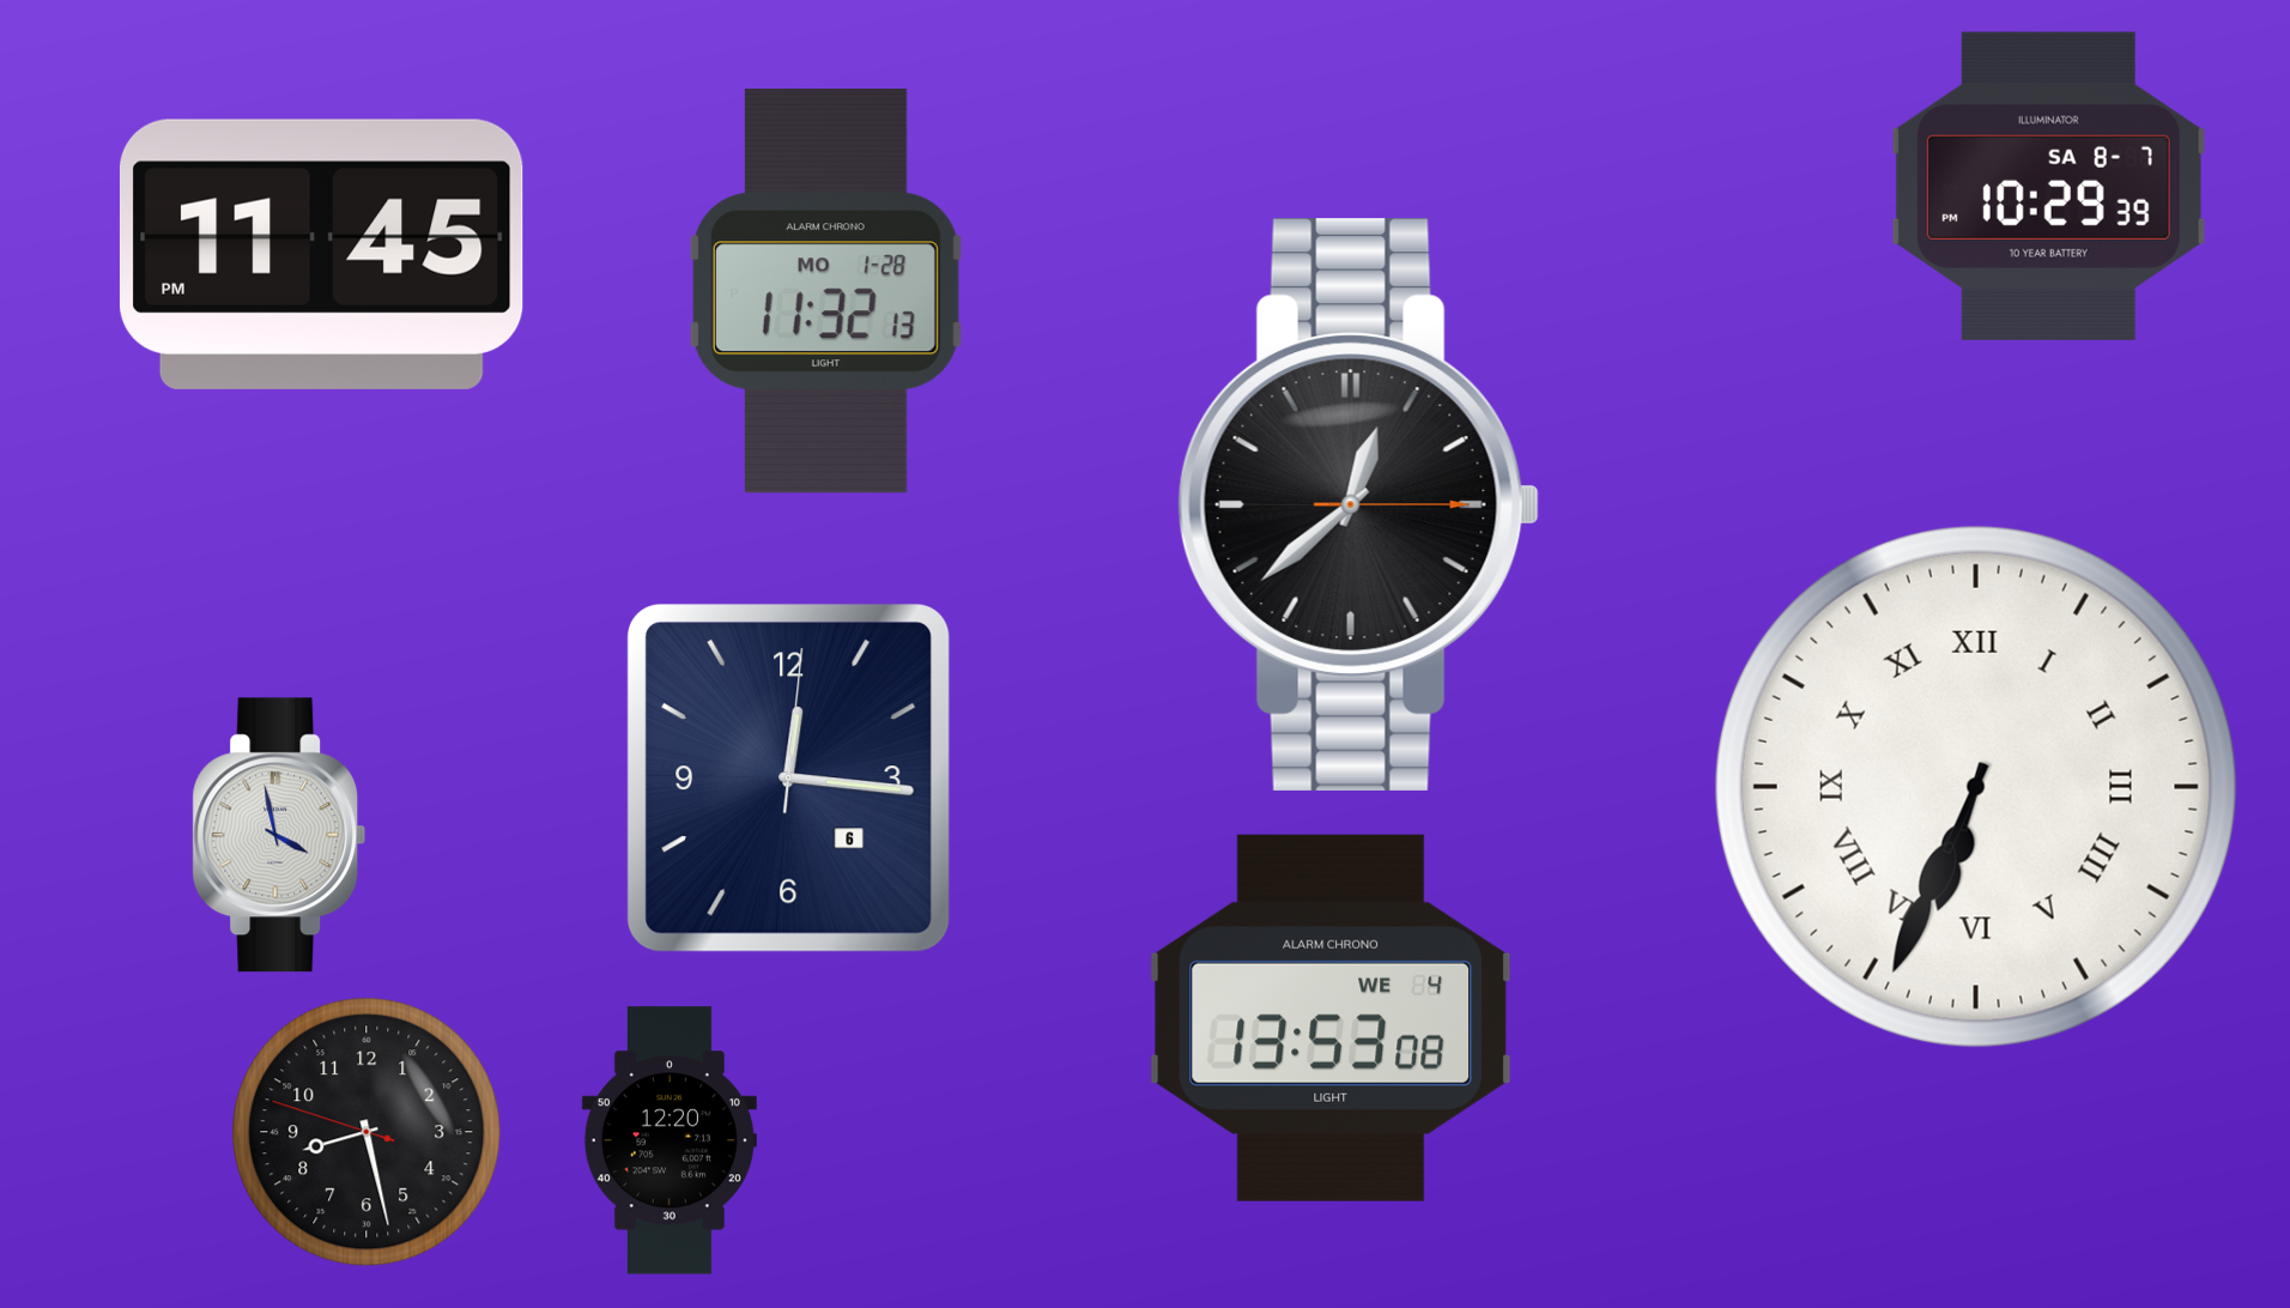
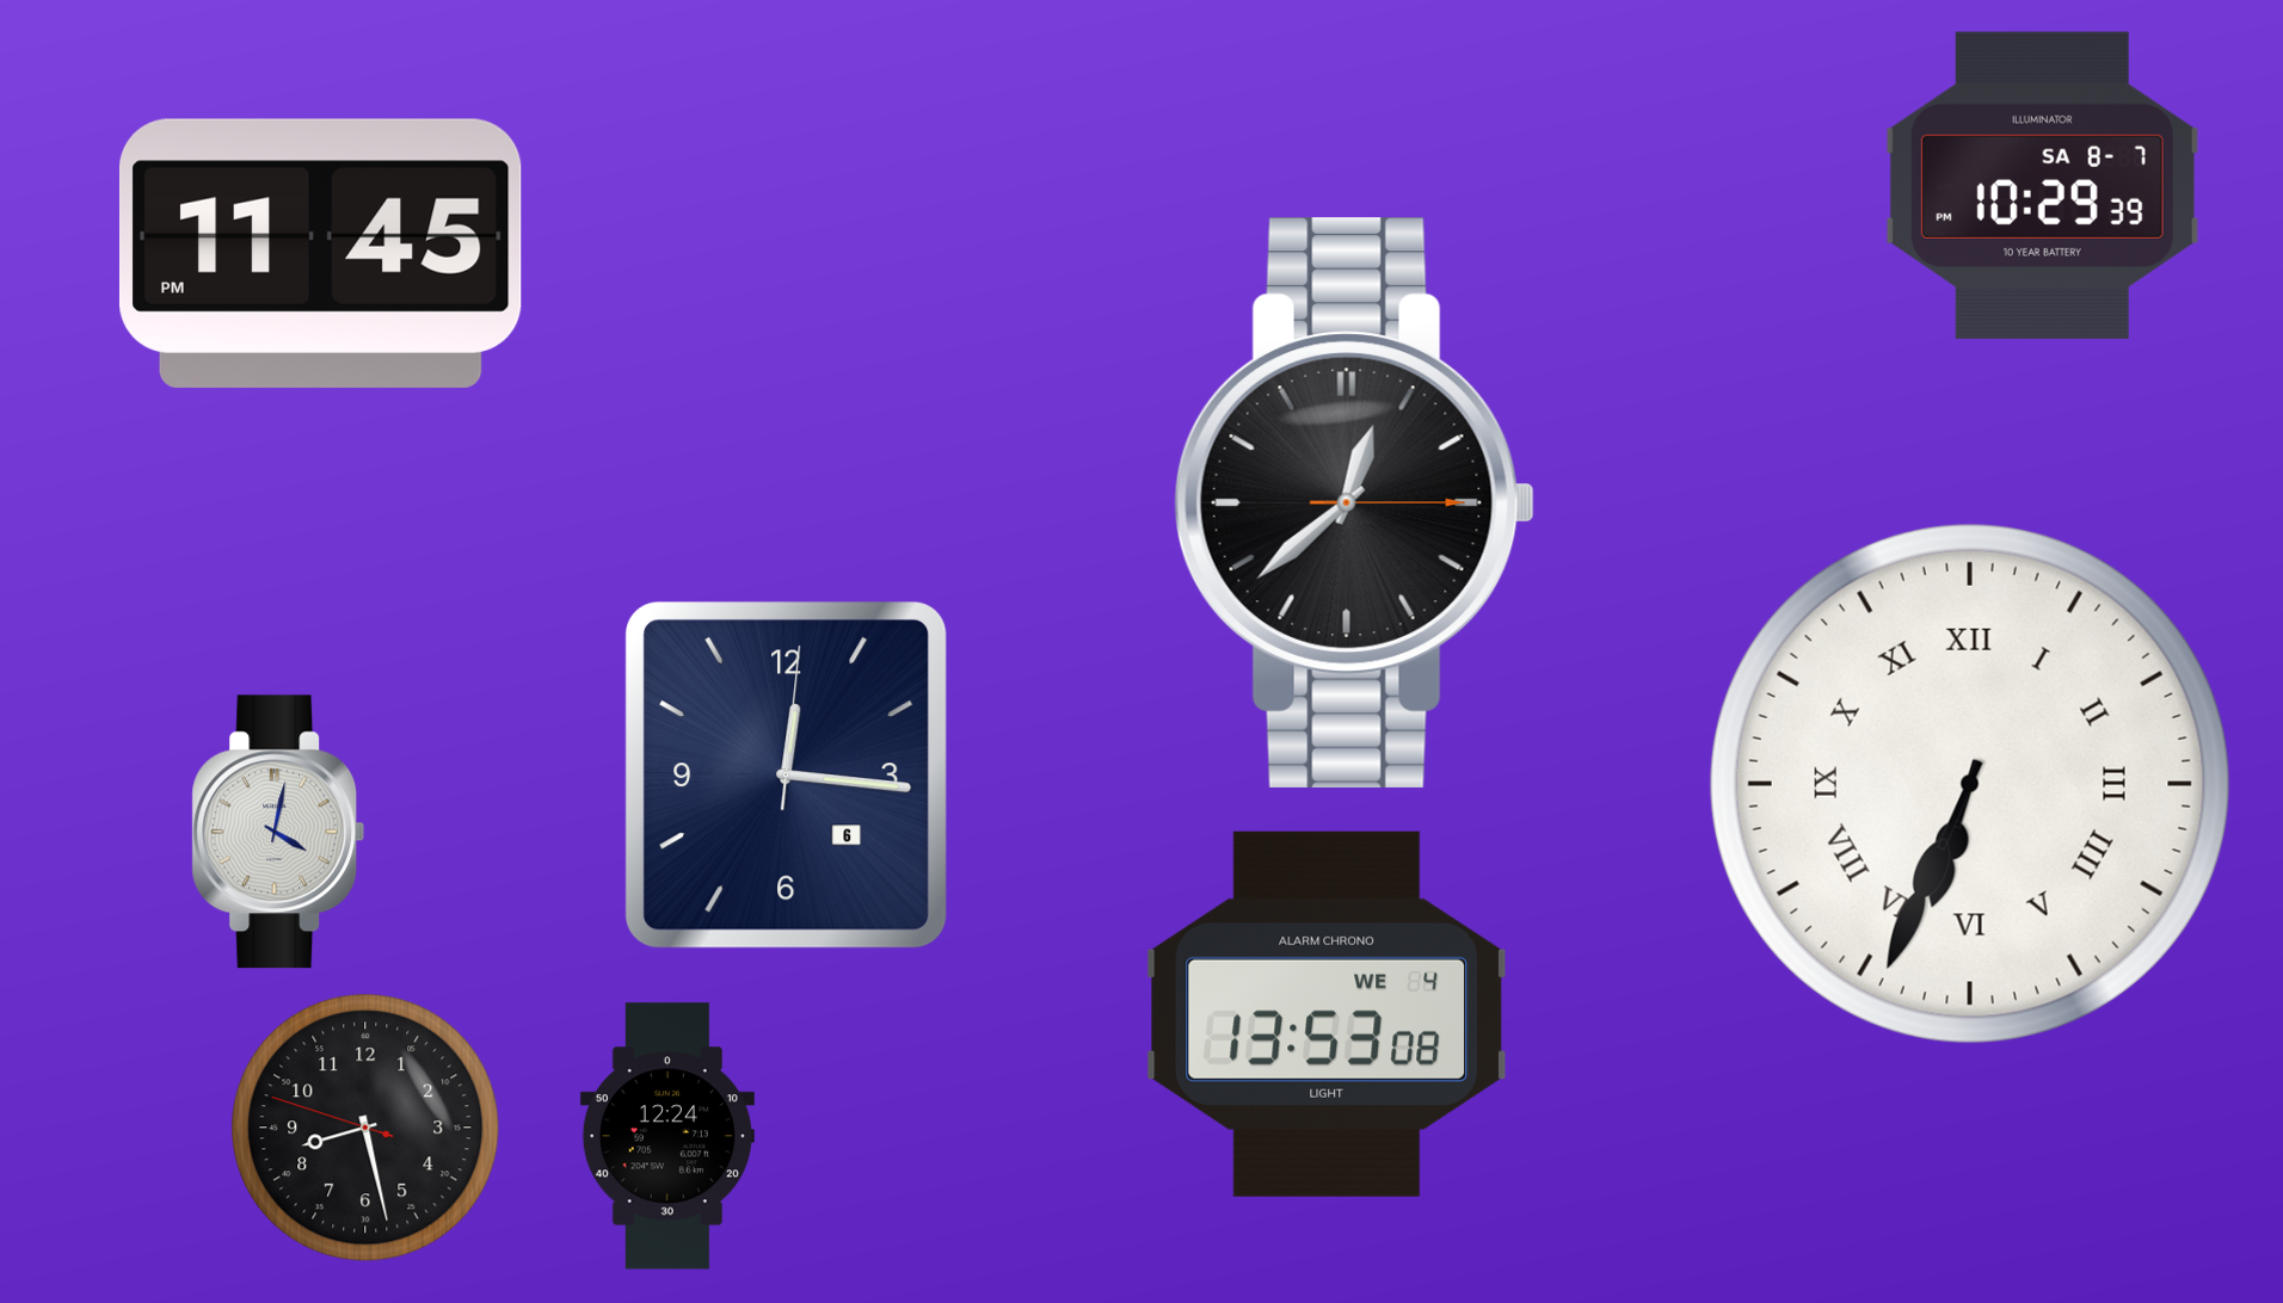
clock at (826, 291): 11:32 -> none
clock at (279, 835): 3:58 -> 4:02
clock at (670, 1140): 12:20 -> 12:24
